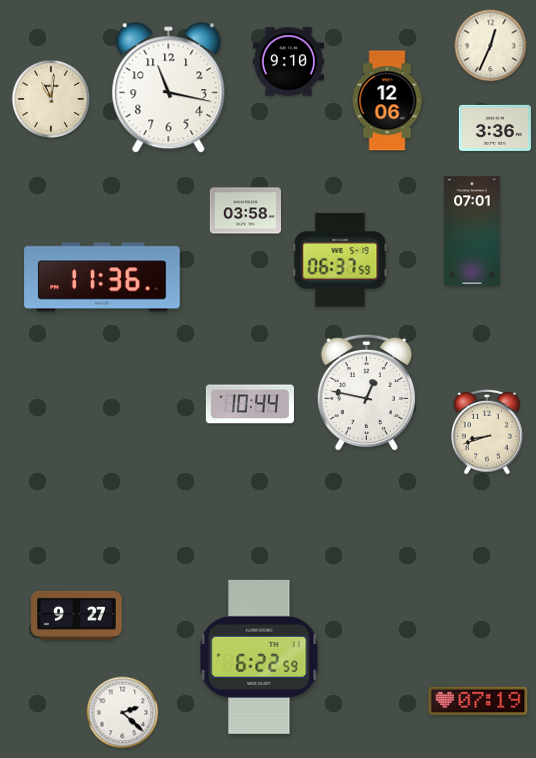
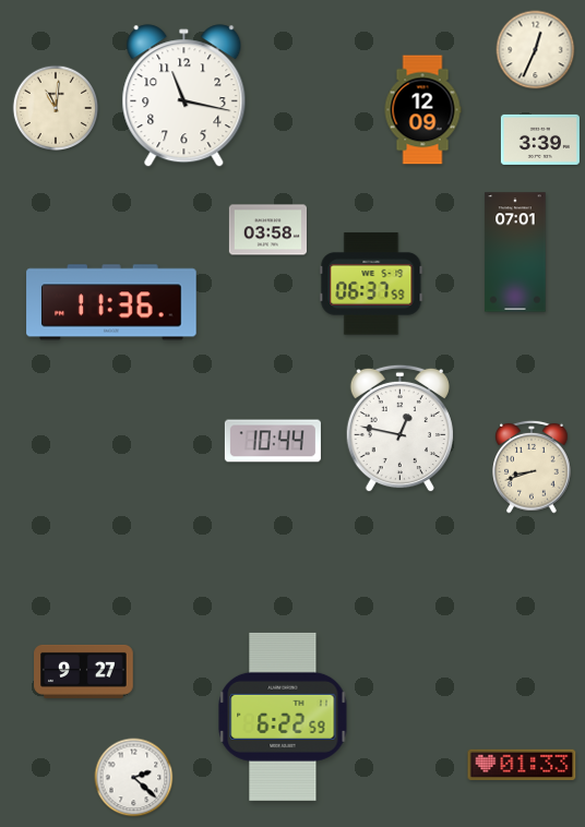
clock at (288, 62): 9:10 -> none
clock at (387, 101): 12:06 -> 12:09
clock at (495, 128): 3:36 -> 3:39
clock at (487, 432) position: (487, 432) -> (532, 467)
clock at (478, 700): 07:19 -> 01:33
